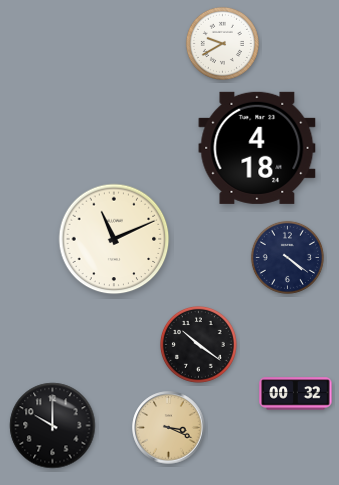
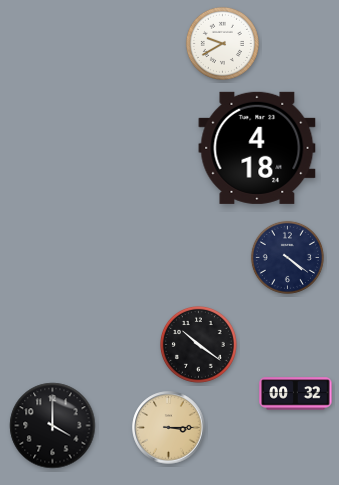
clock at (114, 239): 11:11 -> none
clock at (53, 426): 10:00 -> 4:00
clock at (169, 428): 3:19 -> 3:15
